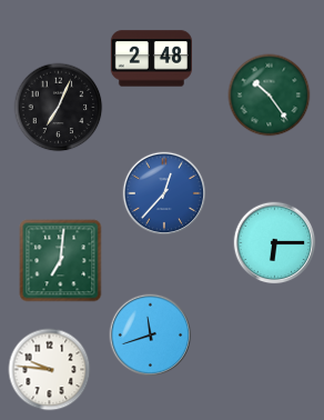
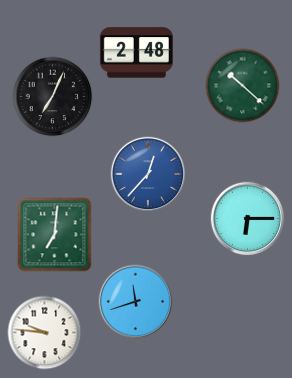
clock at (270, 96): 10:24 -> 10:22
